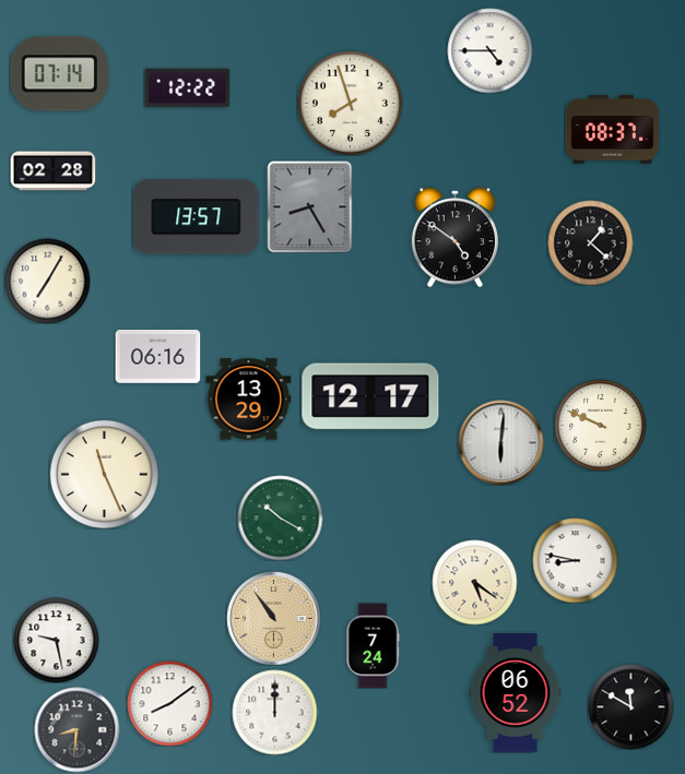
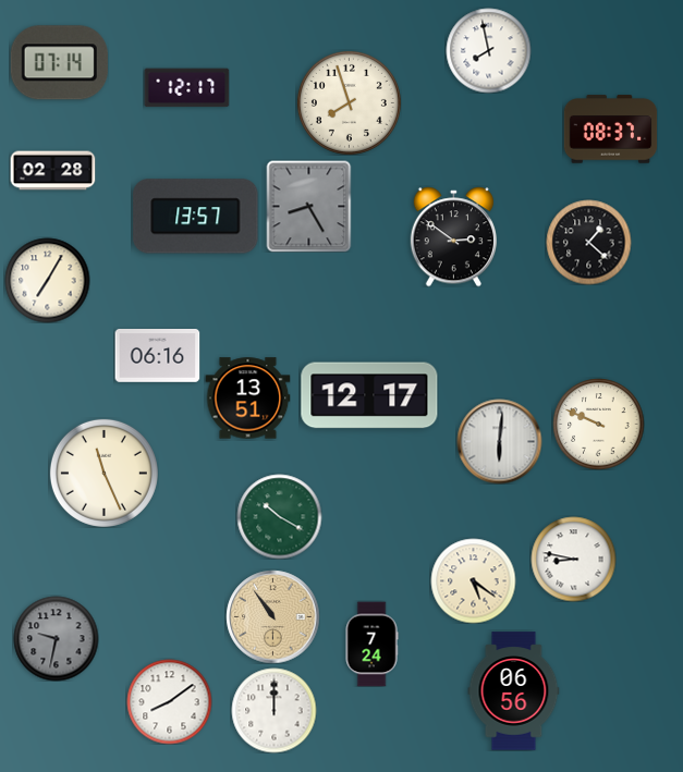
clock at (489, 50): 4:45 -> 7:58
clock at (59, 74) position: (59, 74) -> (59, 63)
clock at (187, 88): 12:22 -> 12:17
clock at (454, 237): 4:51 -> 2:51
clock at (248, 400): 13:29 -> 13:51
clock at (56, 640): 9:28 -> 9:32
clock at (56, 640) dial: white -> grey
clock at (516, 693): 06:52 -> 06:56
clock at (630, 706): 11:50 -> none
clock at (76, 729): 8:31 -> none
